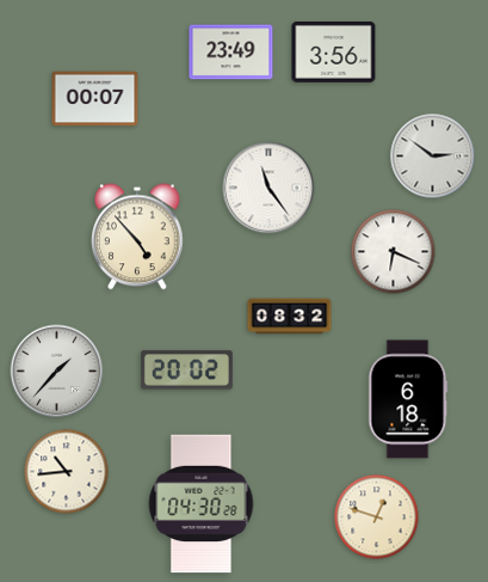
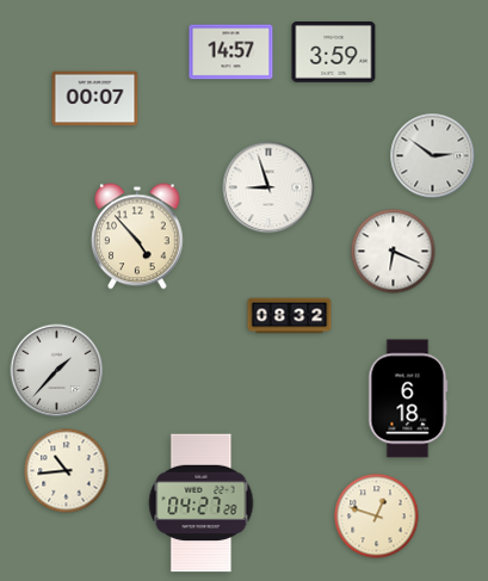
clock at (231, 53): 23:49 -> 14:57
clock at (334, 53): 3:56 -> 3:59
clock at (268, 188): 11:24 -> 8:57
clock at (186, 370): 20:02 -> none
clock at (202, 504): 04:30 -> 04:27
